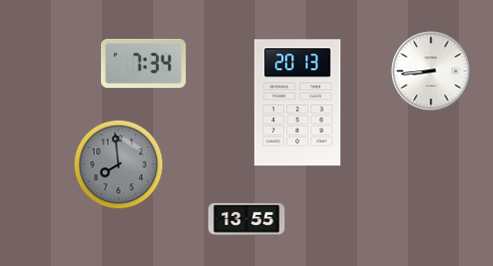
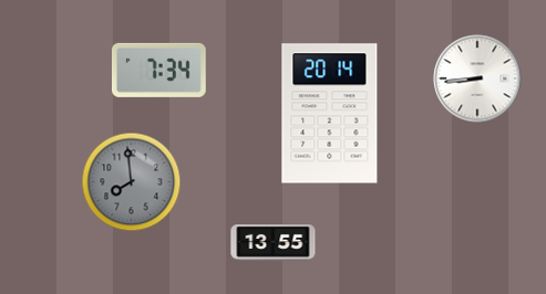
clock at (298, 103): 20:13 -> 20:14
